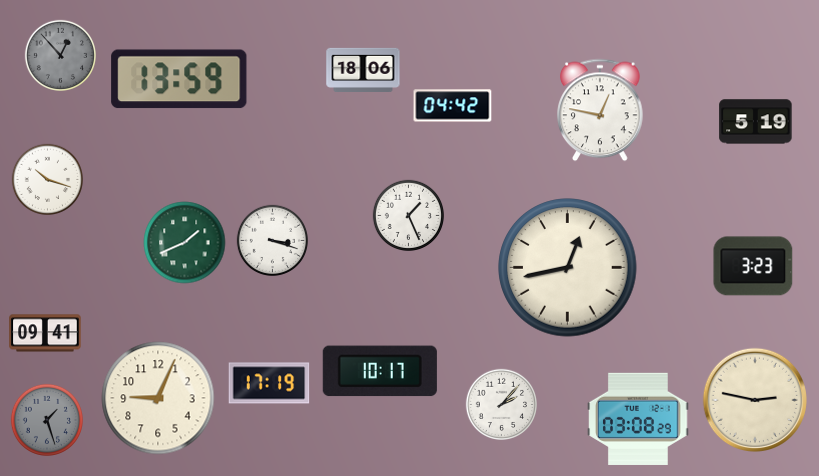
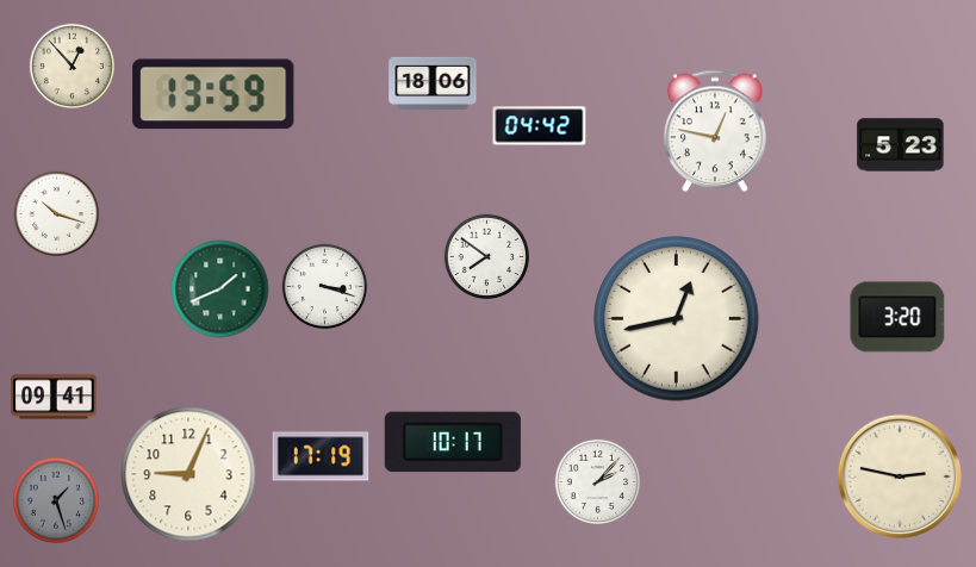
clock at (60, 55) dial: grey -> cream
clock at (756, 122): 5:19 -> 5:23
clock at (408, 215): 1:26 -> 7:51
clock at (753, 266): 3:23 -> 3:20
clock at (638, 418): 03:08 -> none
